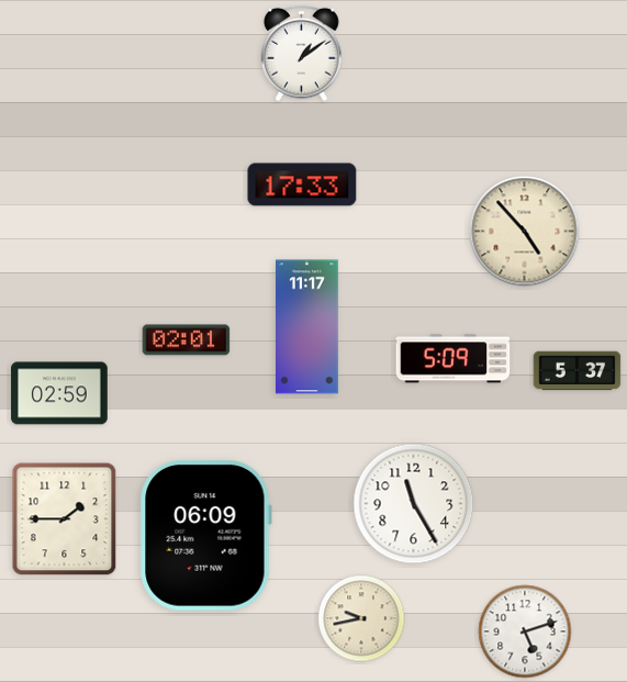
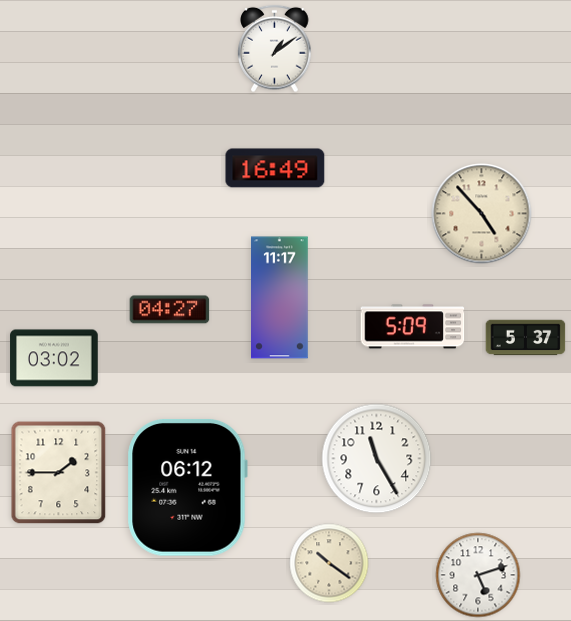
clock at (302, 185): 17:33 -> 16:49
clock at (525, 232) position: (525, 232) -> (482, 214)
clock at (187, 340): 02:01 -> 04:27
clock at (59, 393): 02:59 -> 03:02
clock at (205, 535): 06:09 -> 06:12
clock at (361, 618): 9:43 -> 10:21
